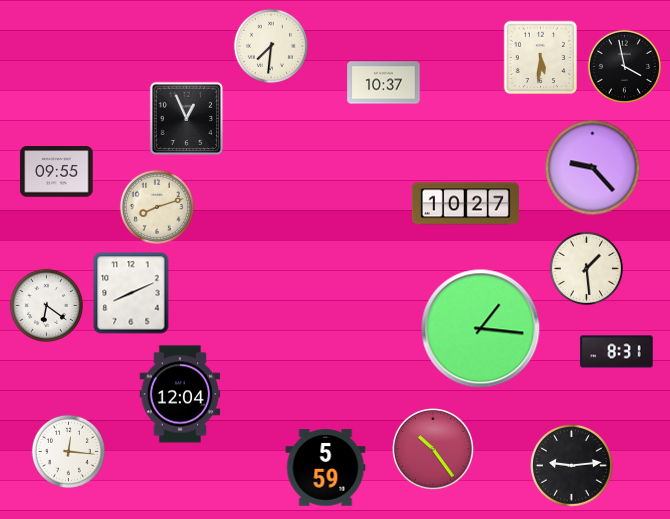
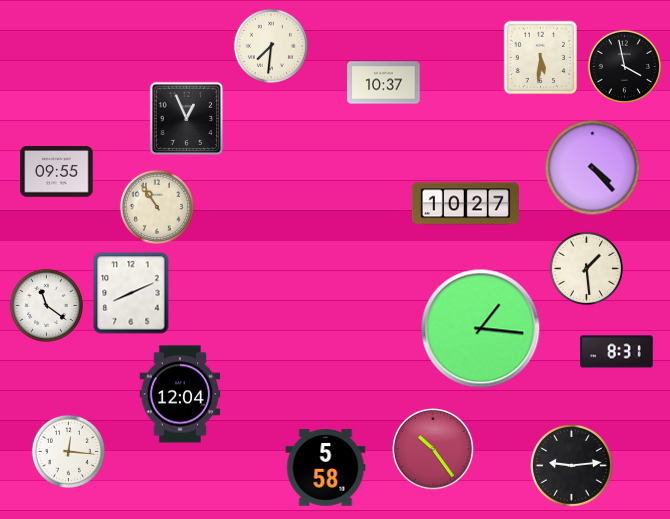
clock at (593, 168): 9:23 -> 4:23
clock at (157, 207): 8:12 -> 10:54
clock at (46, 305): 6:21 -> 11:21
clock at (326, 468): 5:59 -> 5:58
